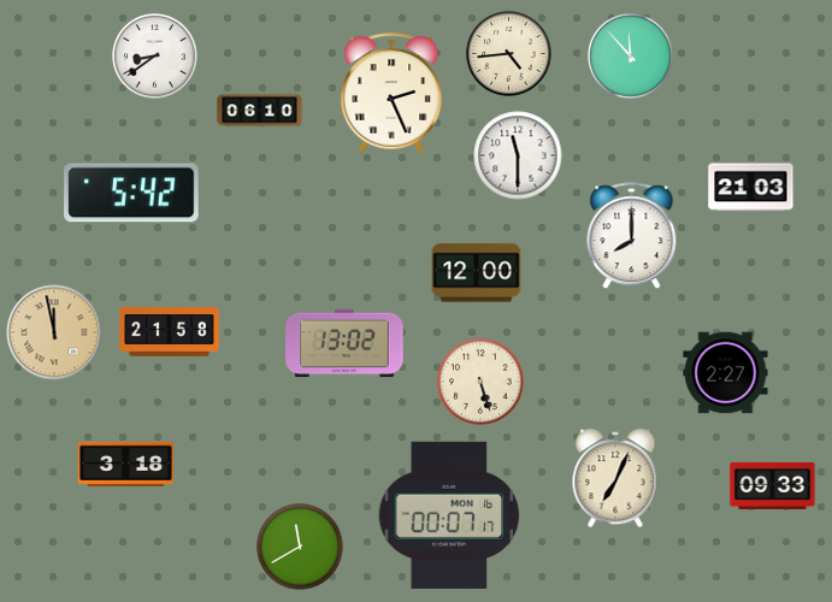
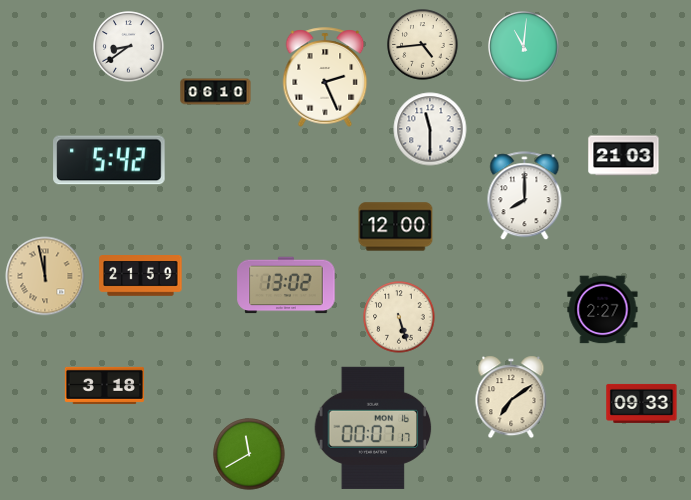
clock at (631, 57): 11:53 -> 11:01
clock at (170, 332): 21:58 -> 21:59
clock at (615, 478): 7:04 -> 7:09
